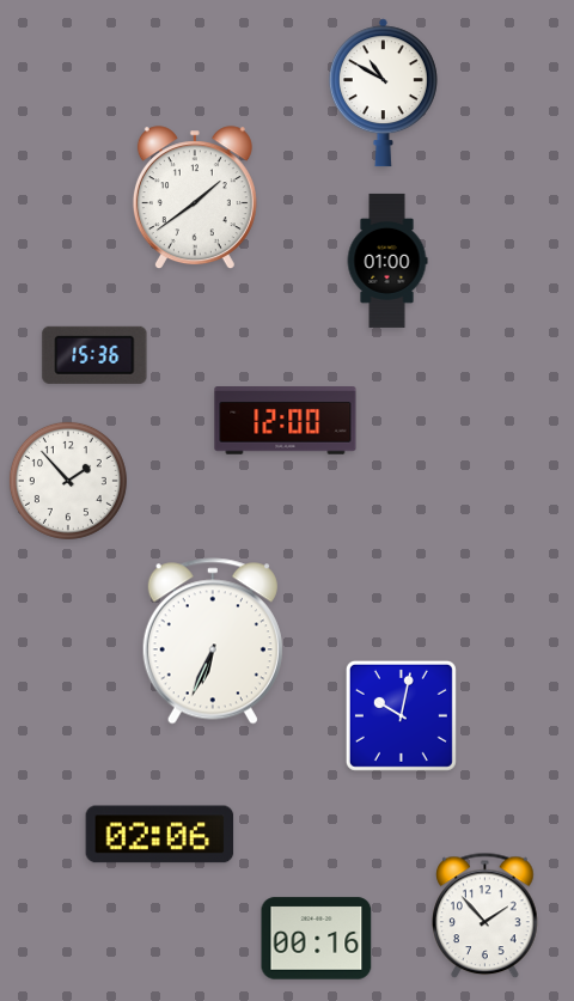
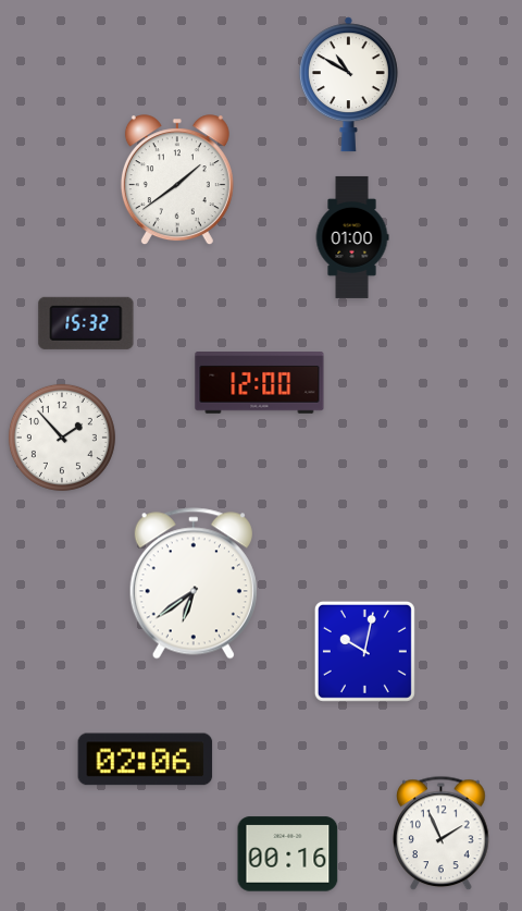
clock at (94, 355): 15:36 -> 15:32
clock at (213, 641): 6:34 -> 6:39
clock at (486, 916): 1:53 -> 1:56
